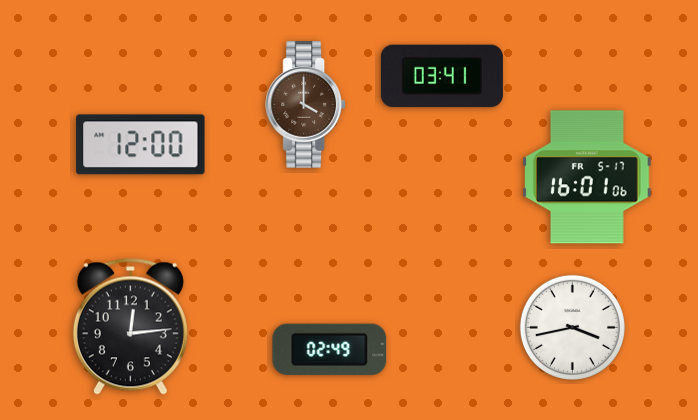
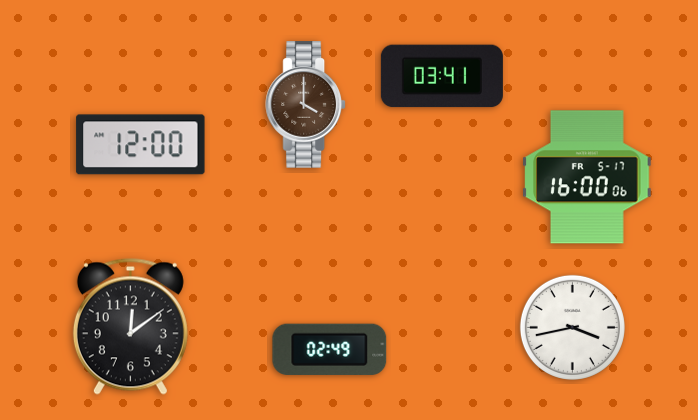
clock at (587, 177): 16:01 -> 16:00
clock at (130, 326): 12:14 -> 12:09
